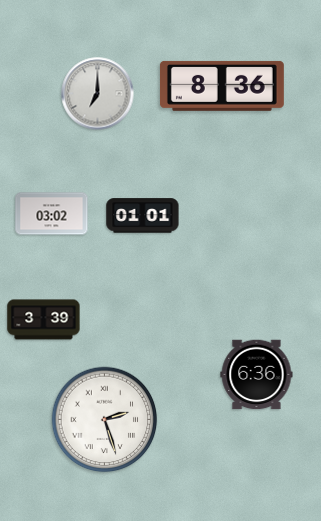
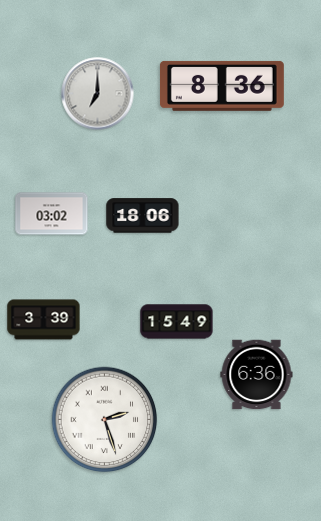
clock at (143, 216): 01:01 -> 18:06
clock at (177, 322): none -> 15:49
